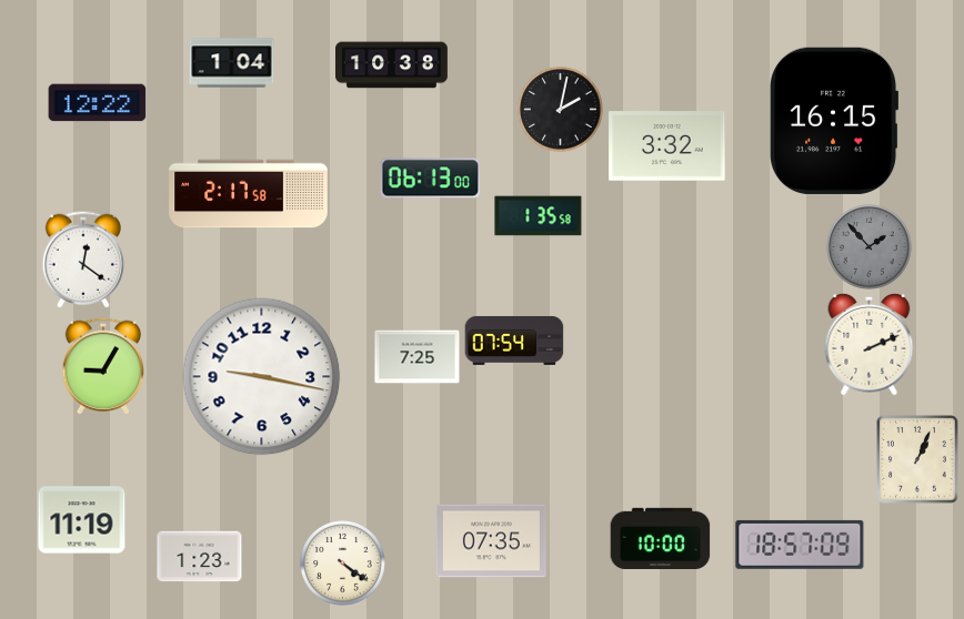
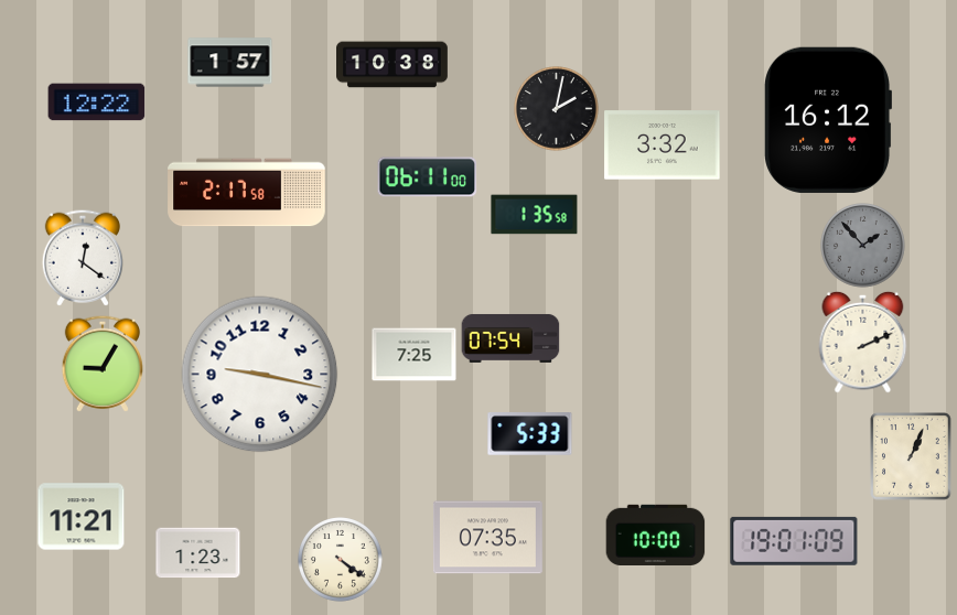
clock at (232, 63): 1:04 -> 1:57
clock at (392, 65) position: (392, 65) -> (393, 65)
clock at (833, 121): 16:15 -> 16:12
clock at (431, 179): 06:13 -> 06:11
clock at (530, 434): none -> 5:33
clock at (82, 520): 11:19 -> 11:21
clock at (800, 545): 18:57 -> 19:01
